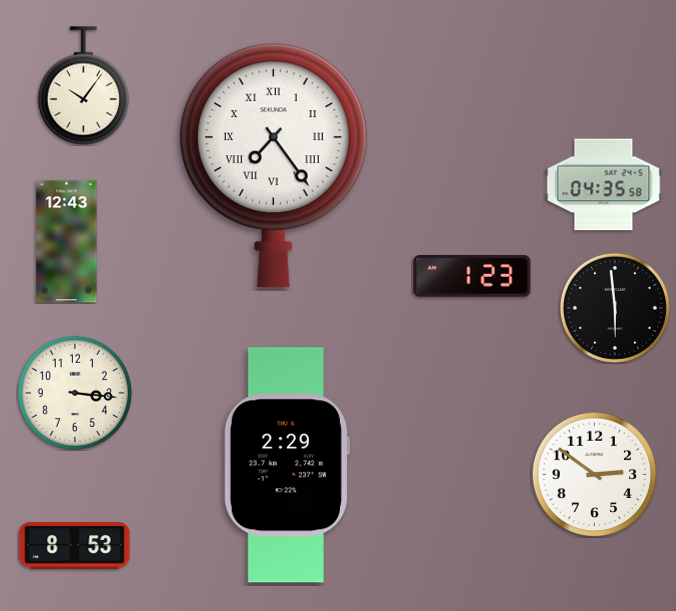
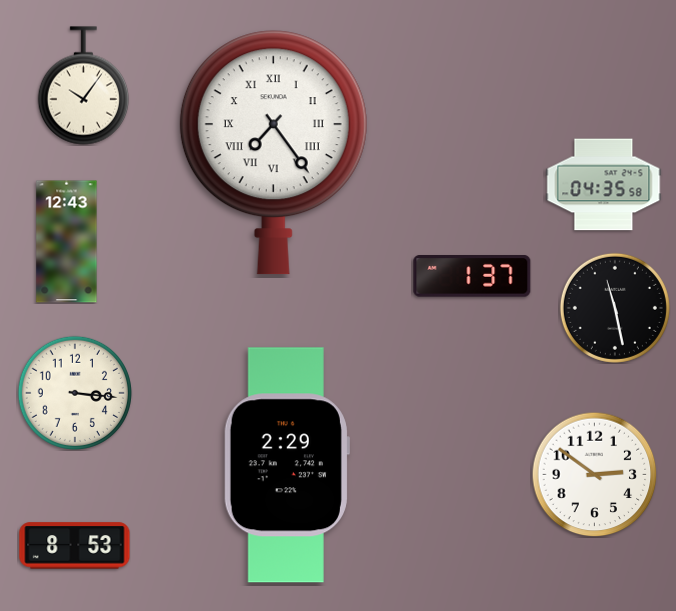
clock at (273, 166) position: (273, 166) -> (273, 153)
clock at (472, 277): 1:23 -> 1:37
clock at (615, 308): 5:59 -> 11:28
